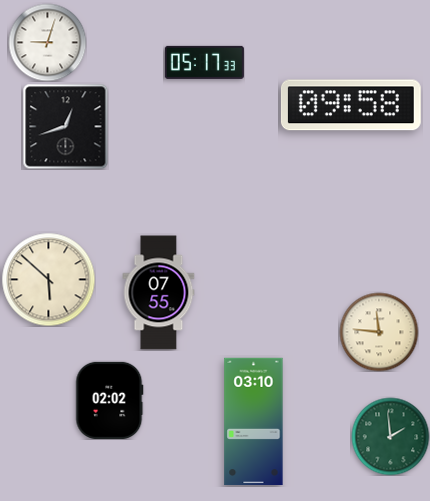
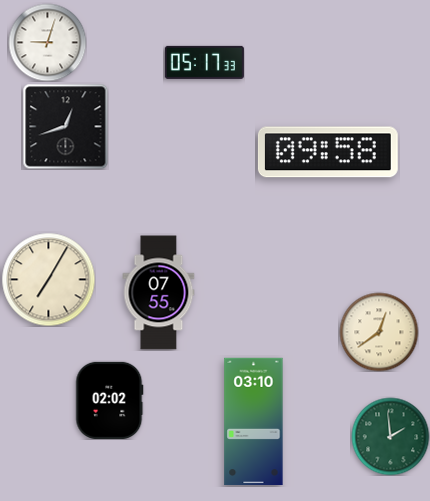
clock at (351, 105) position: (351, 105) -> (328, 152)
clock at (48, 279): 5:52 -> 7:05
clock at (379, 332): 11:46 -> 12:39
